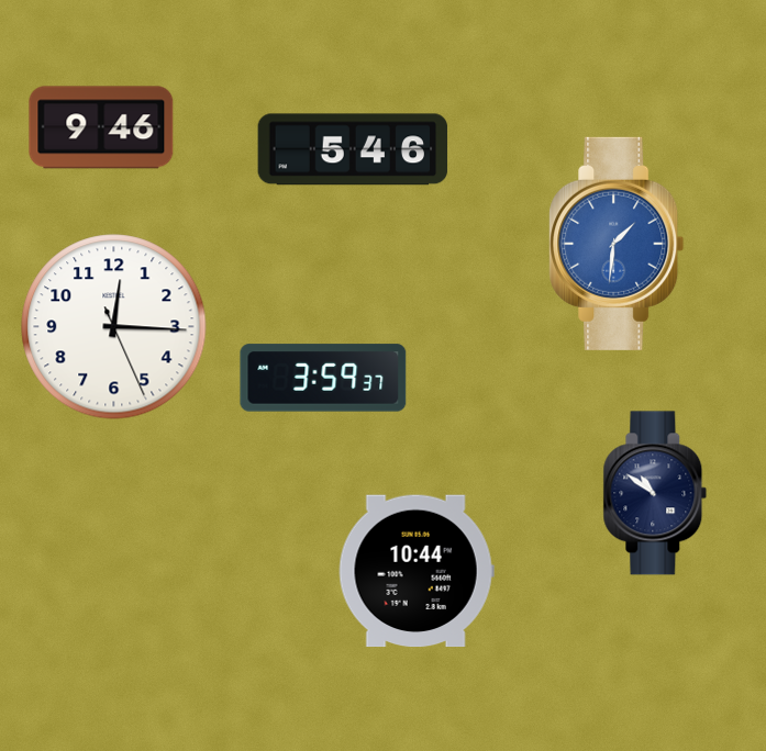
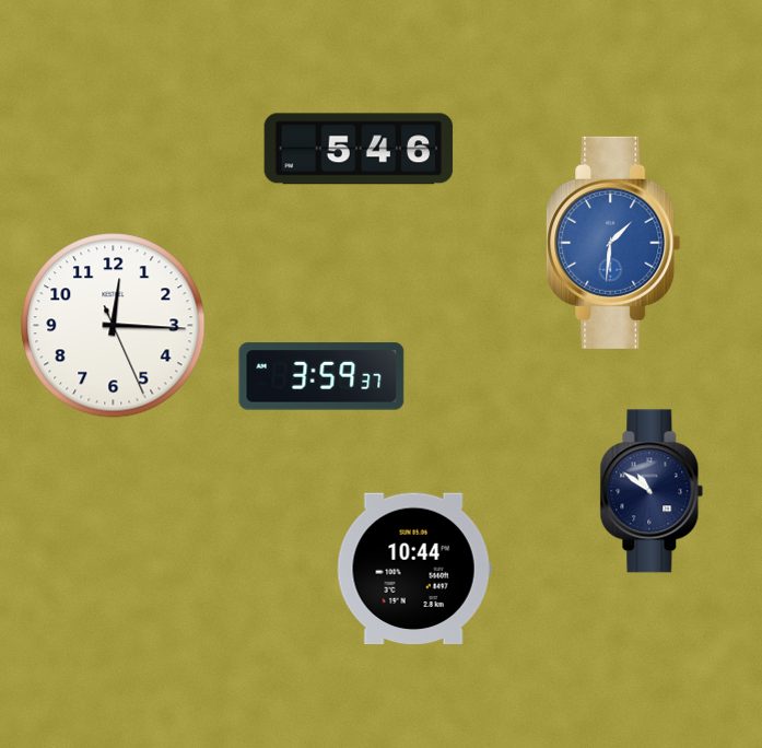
clock at (101, 127): 9:46 -> none
clock at (353, 149) position: (353, 149) -> (359, 149)
